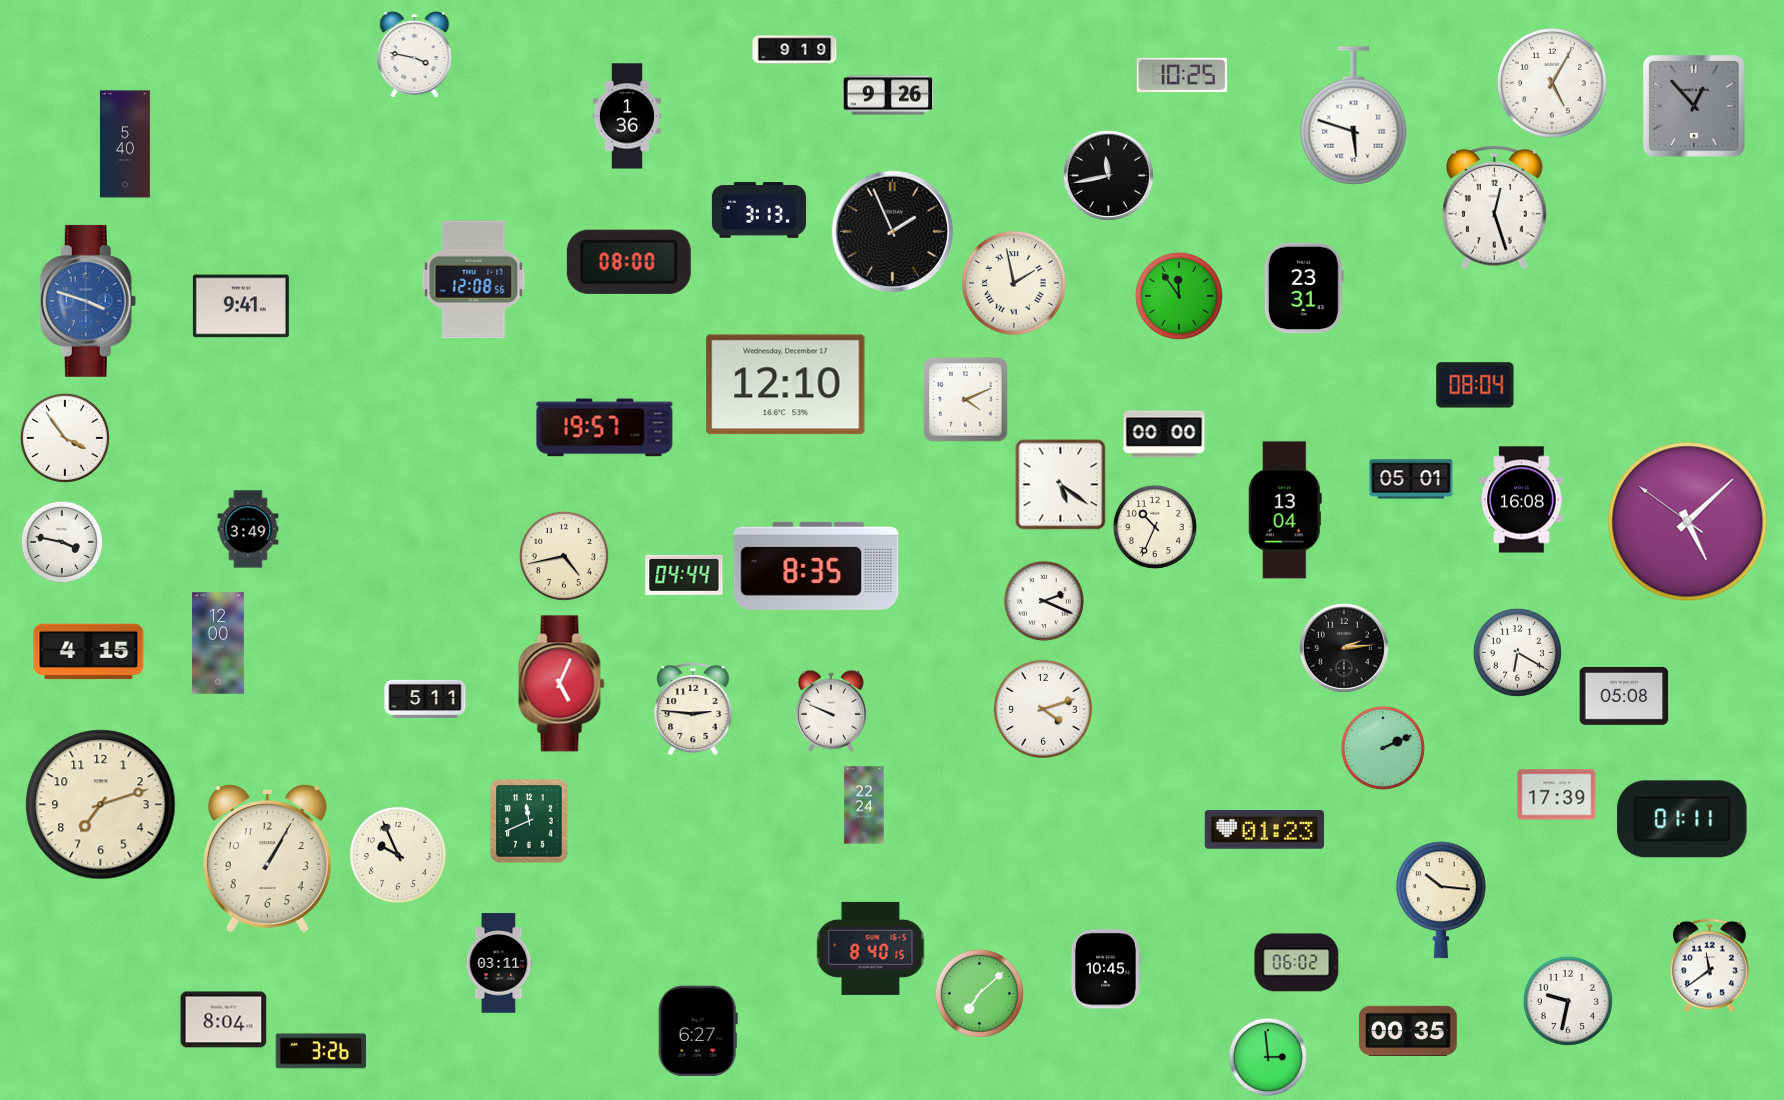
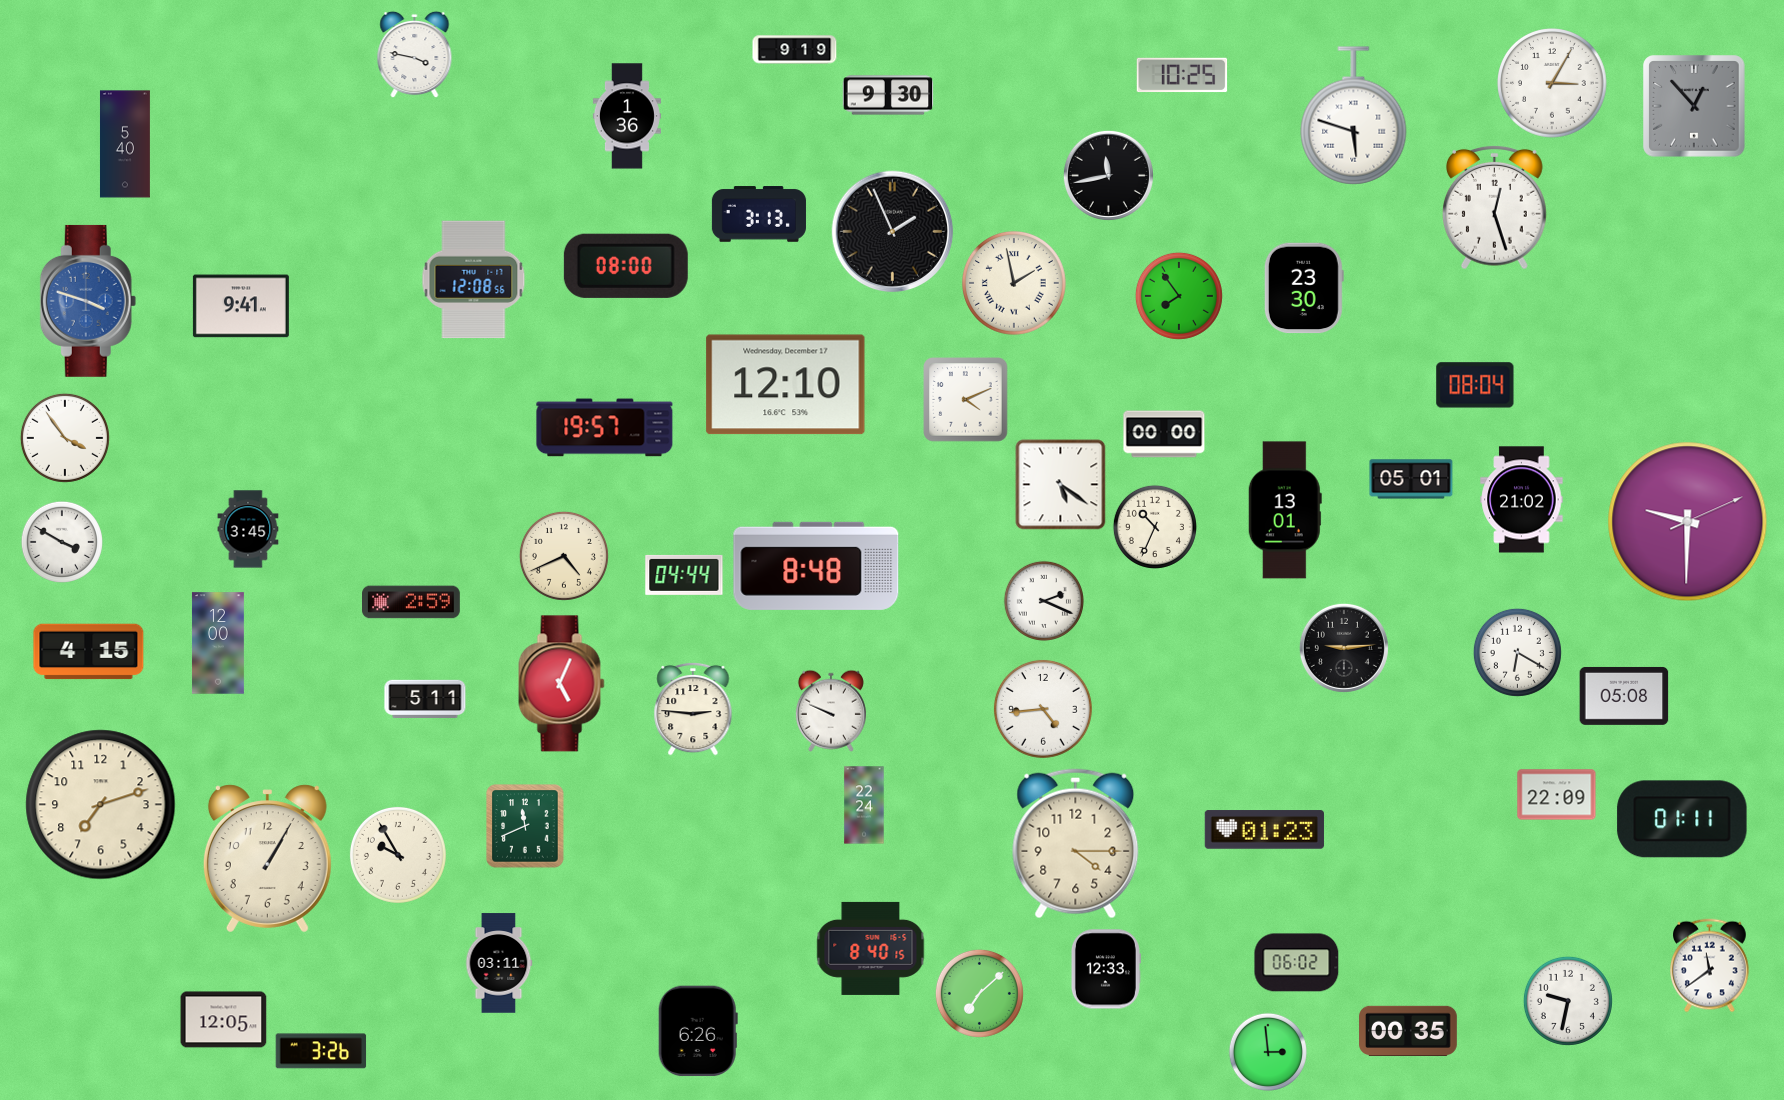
clock at (1553, 84): 5:05 -> 3:05
clock at (888, 95): 9:26 -> 9:30
clock at (759, 210) position: (759, 210) -> (759, 214)
clock at (629, 262) position: (629, 262) -> (626, 266)
clock at (1304, 288): 23:31 -> 23:30
clock at (1179, 296): 11:54 -> 7:54
clock at (1522, 500): 16:08 -> 21:02
clock at (1285, 510): 13:04 -> 13:01
clock at (1688, 522): 5:07 -> 9:30
clock at (248, 529): 3:49 -> 3:45
clock at (62, 542): 3:47 -> 3:50
clock at (564, 556): 4:43 -> 4:41
clock at (816, 566): 8:35 -> 8:48
clock at (412, 602): none -> 2:59
clock at (1344, 648): 2:14 -> 9:14
clock at (1043, 709): 4:12 -> 4:44
clock at (1383, 748): 2:11 -> none
clock at (1557, 795): 17:39 -> 22:09
clock at (529, 821) position: (529, 821) -> (525, 826)
clock at (1076, 844): none -> 4:15
clock at (398, 855): 9:56 -> 9:55
clock at (1442, 900): 10:16 -> none
clock at (1105, 969): 10:45 -> 12:33
clock at (224, 1020): 8:04 -> 12:05
clock at (698, 1031): 6:27 -> 6:26
clock at (1268, 1057) position: (1268, 1057) -> (1268, 1052)
